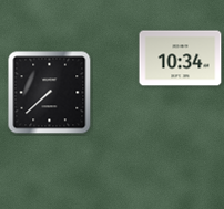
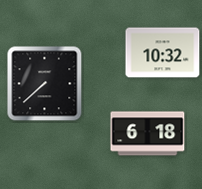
clock at (181, 59): 10:34 -> 10:32
clock at (148, 134): none -> 6:18
